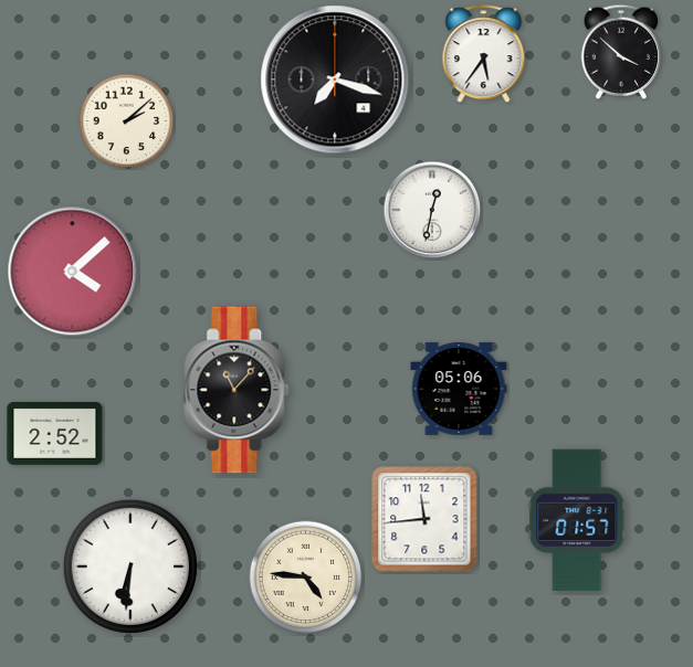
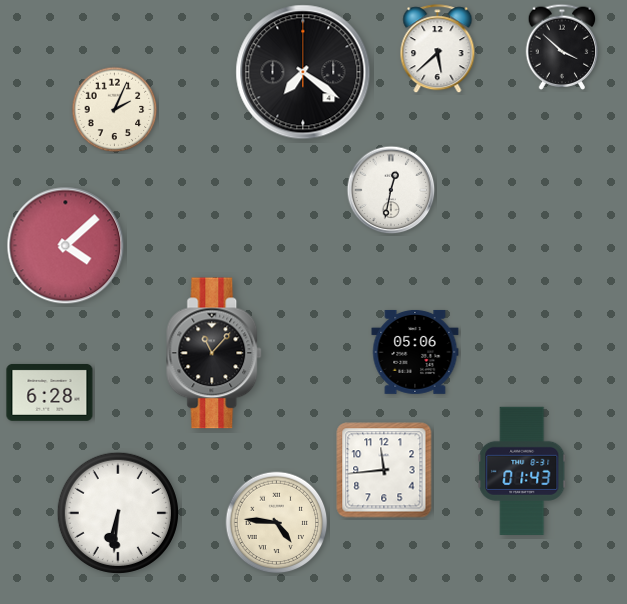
clock at (484, 54): 5:36 -> 5:38
clock at (335, 80): 7:18 -> 7:21
clock at (127, 121): 2:08 -> 2:04
clock at (55, 433): 2:52 -> 6:28
clock at (577, 520): 01:57 -> 01:43
